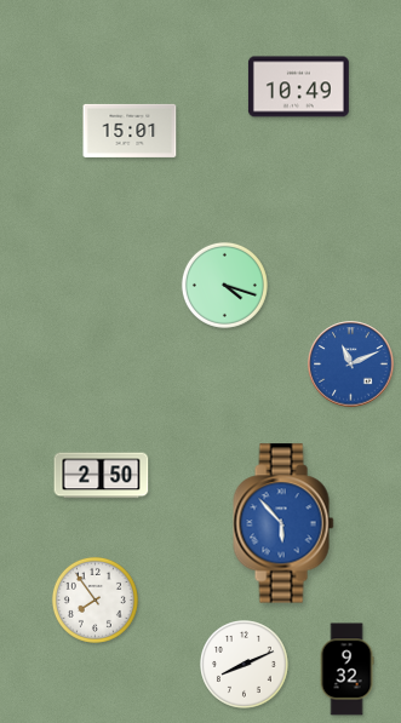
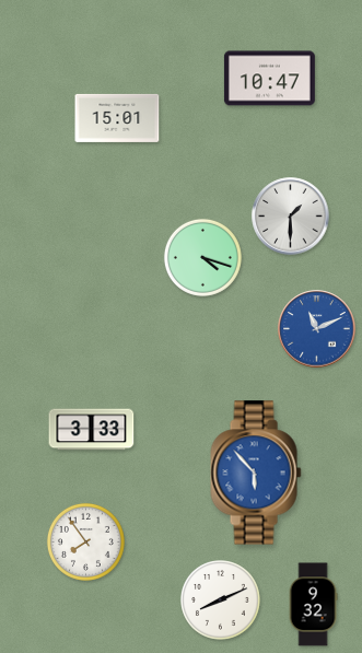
clock at (298, 87): 10:49 -> 10:47
clock at (291, 217): none -> 1:30
clock at (102, 476): 2:50 -> 3:33
